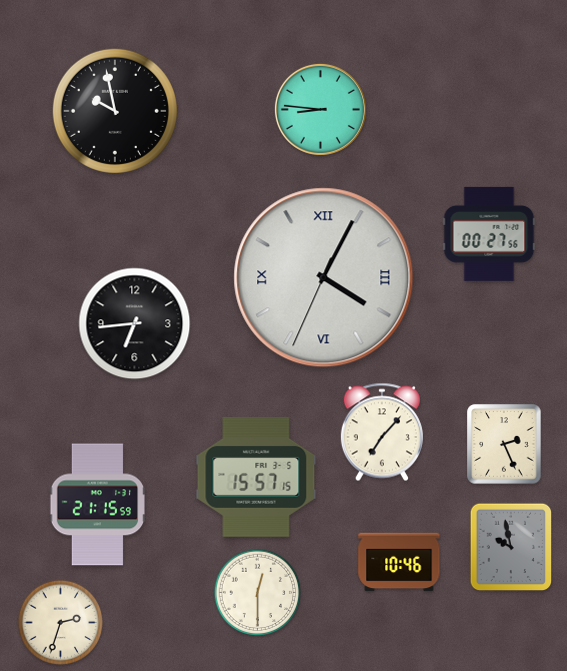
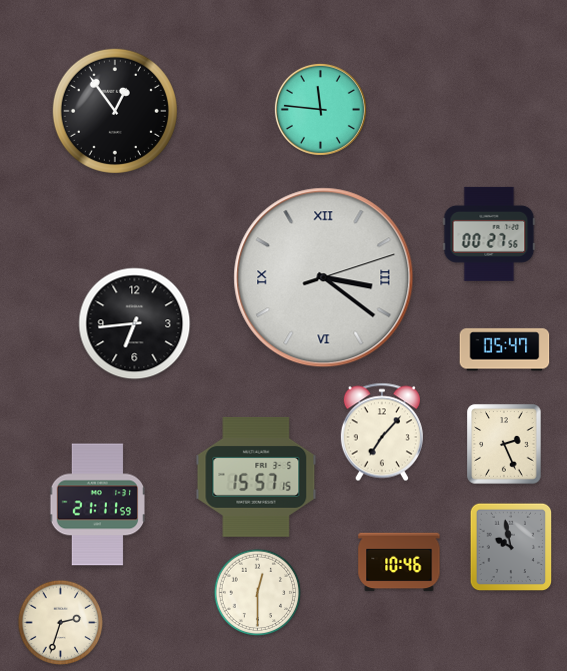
clock at (320, 109): 8:46 -> 11:46
clock at (115, 111): 9:58 -> 12:54
clock at (324, 278): 4:04 -> 3:21
clock at (505, 350): none -> 05:47
clock at (97, 505): 21:15 -> 21:11
